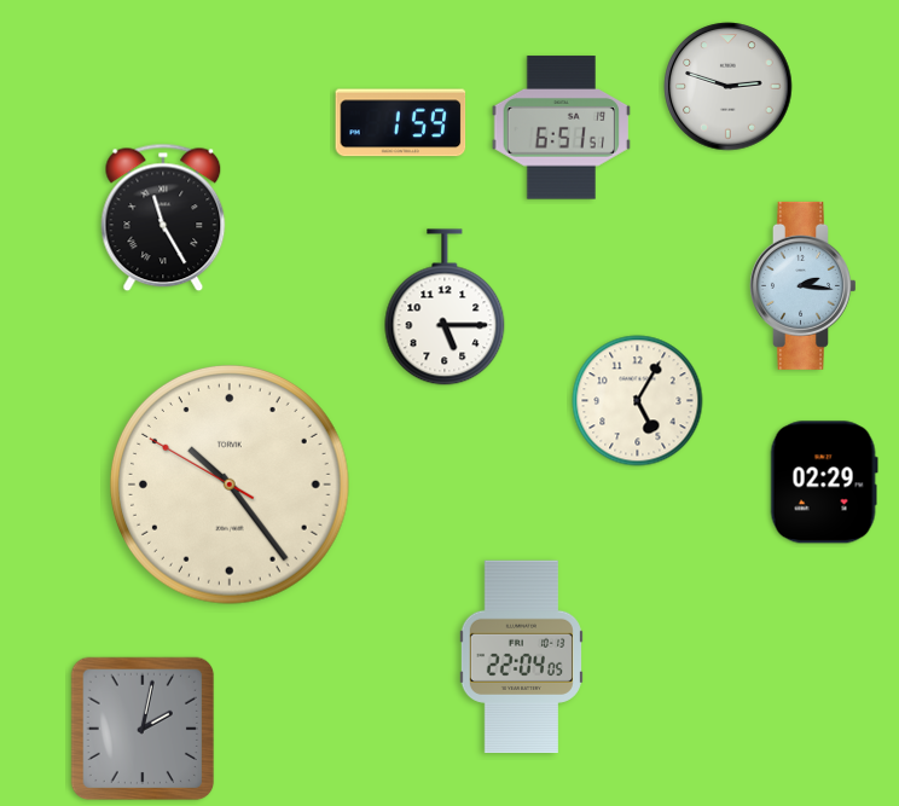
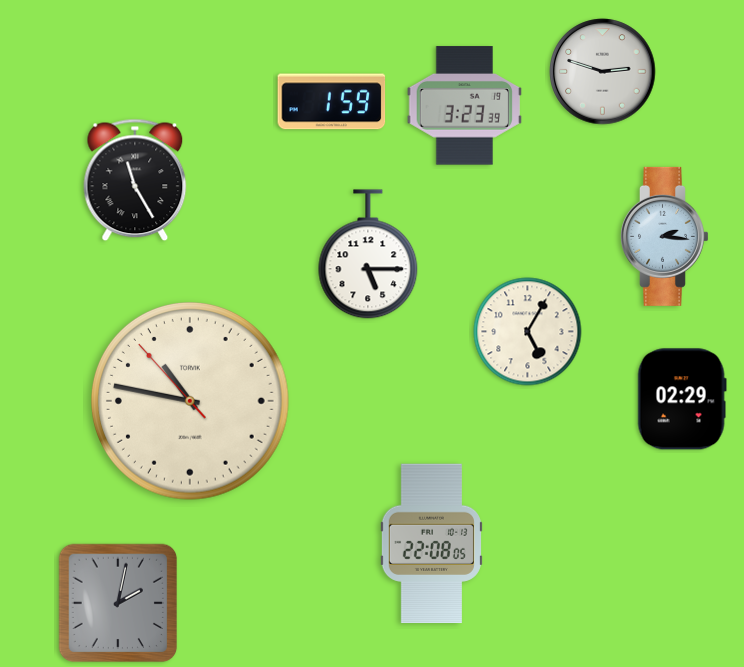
clock at (561, 128): 6:51 -> 3:23
clock at (231, 486): 10:23 -> 10:46
clock at (521, 657): 22:04 -> 22:08
